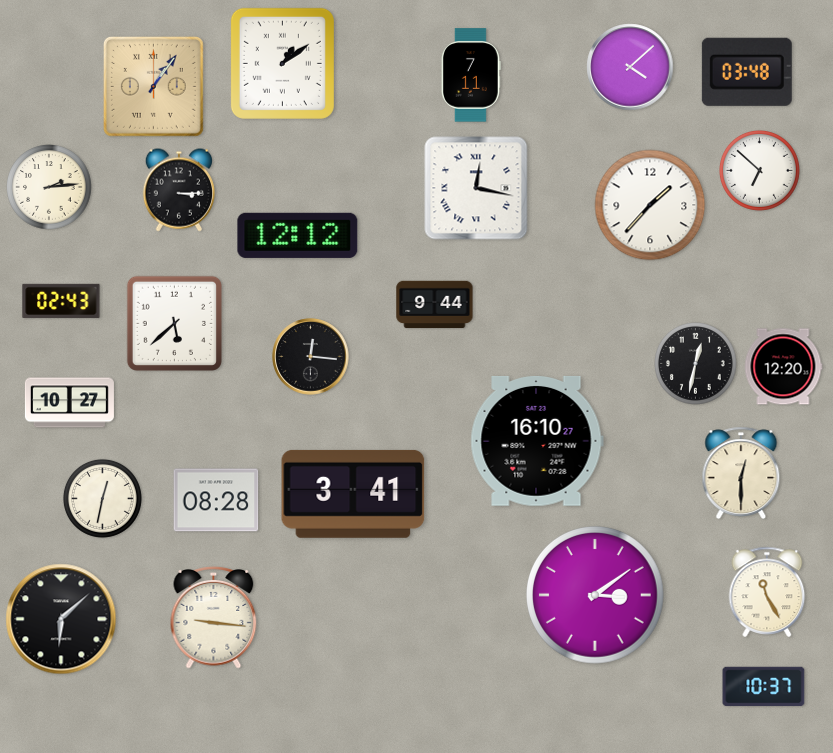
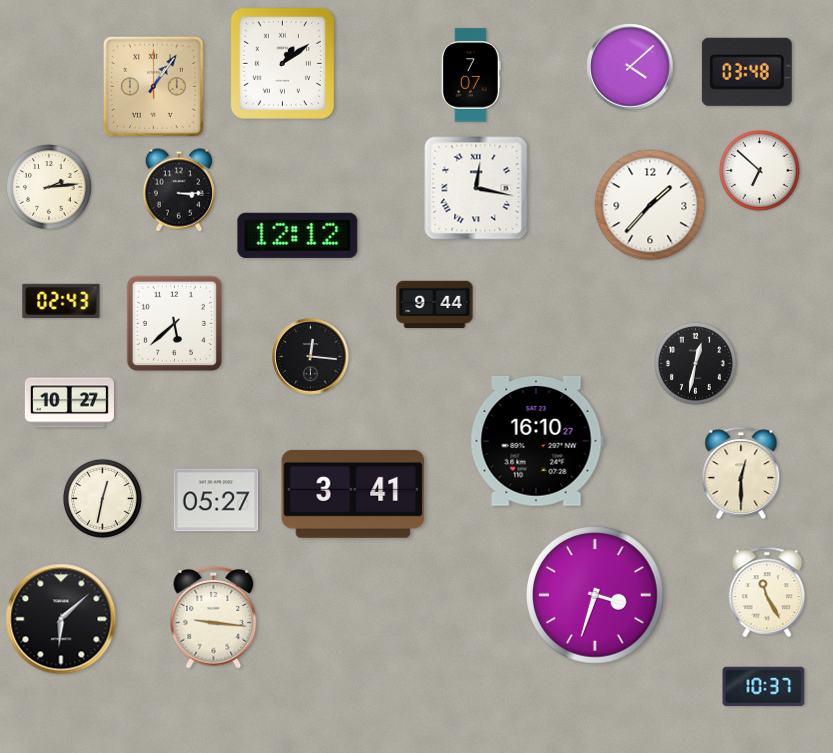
clock at (471, 75): 7:11 -> 7:07
clock at (783, 367): 12:20 -> none
clock at (216, 500): 08:28 -> 05:27
clock at (595, 595): 3:09 -> 3:33
